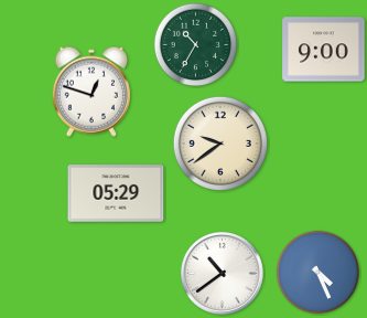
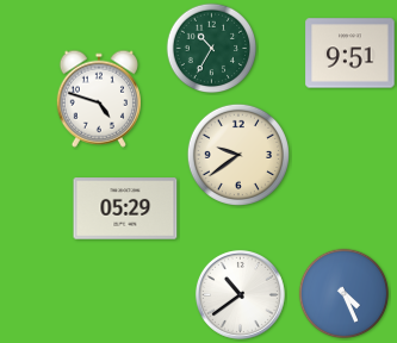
clock at (324, 50): 9:00 -> 9:51
clock at (91, 92): 12:48 -> 4:48
